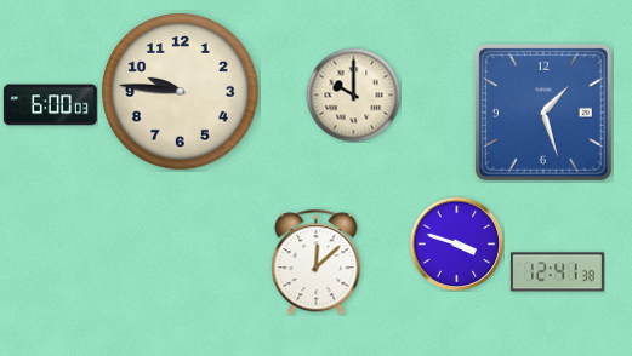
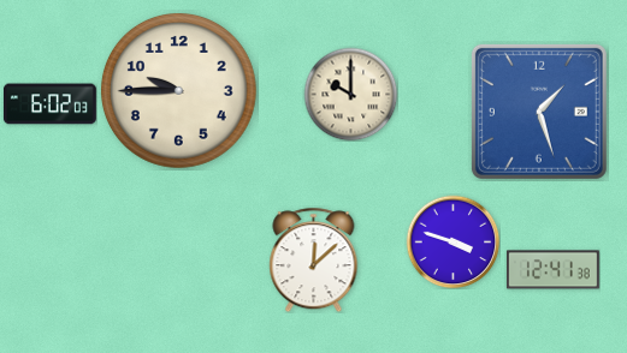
clock at (180, 91): 9:46 -> 9:45
clock at (50, 105): 6:00 -> 6:02
